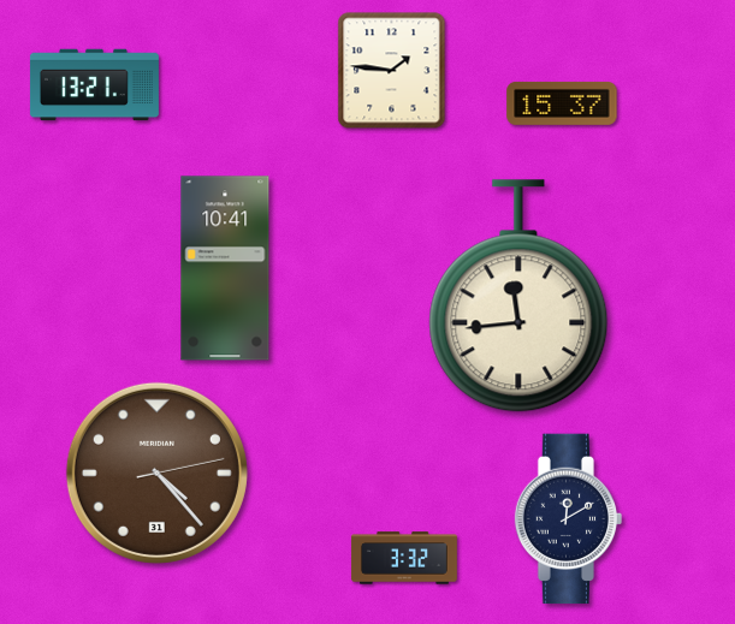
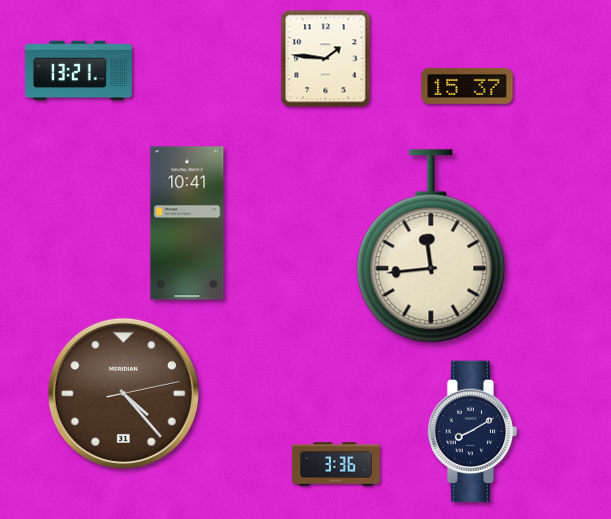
clock at (156, 473) position: (156, 473) -> (123, 393)
clock at (569, 519): 12:10 -> 8:10
clock at (404, 558): 3:32 -> 3:36
